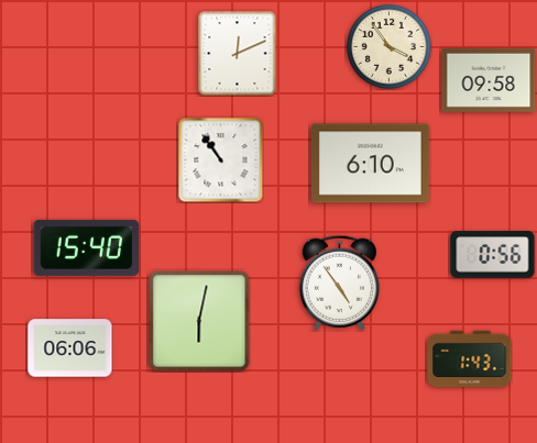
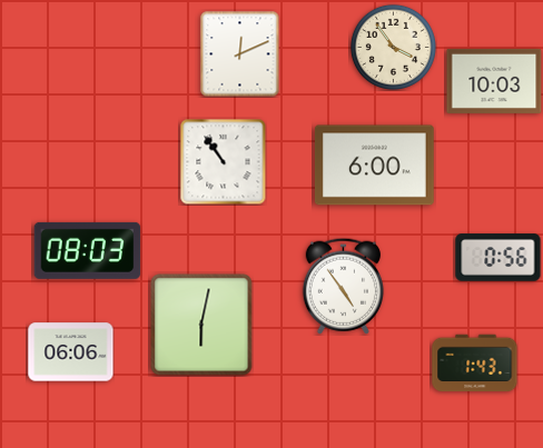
clock at (489, 80): 09:58 -> 10:03
clock at (371, 164): 6:10 -> 6:00
clock at (87, 247): 15:40 -> 08:03
